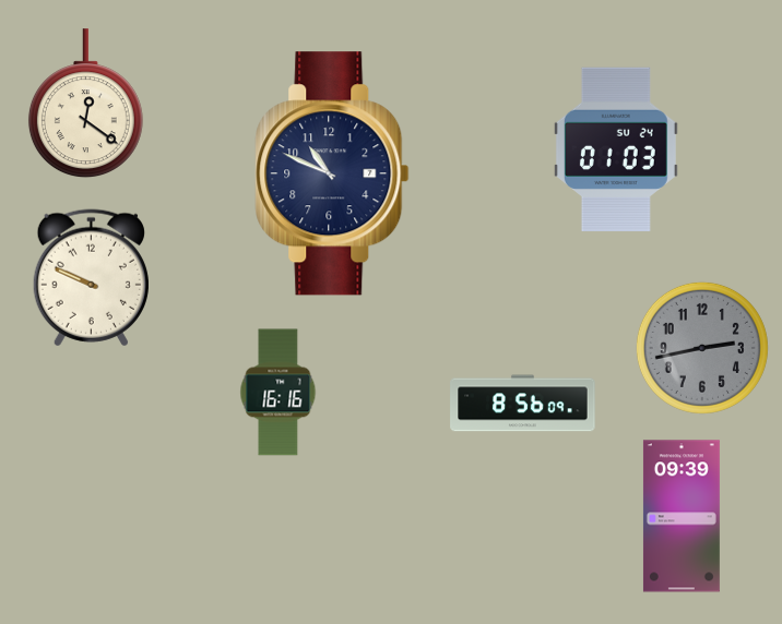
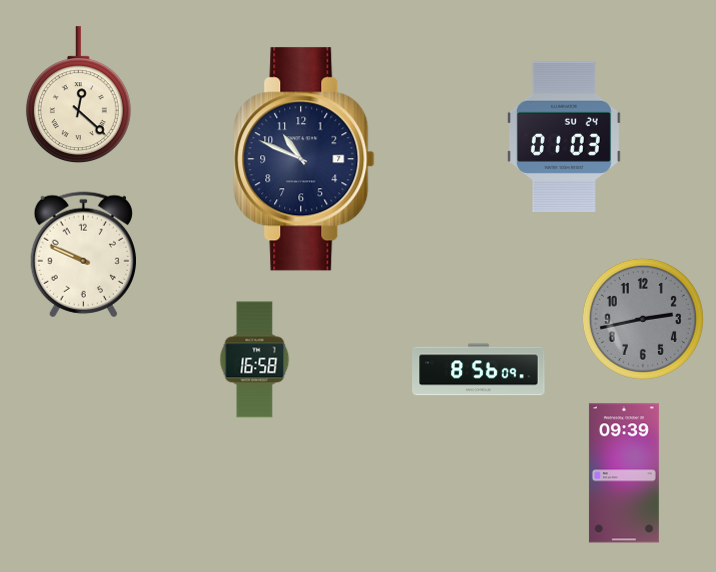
clock at (85, 104): 12:21 -> 12:22
clock at (279, 393): 16:16 -> 16:58
